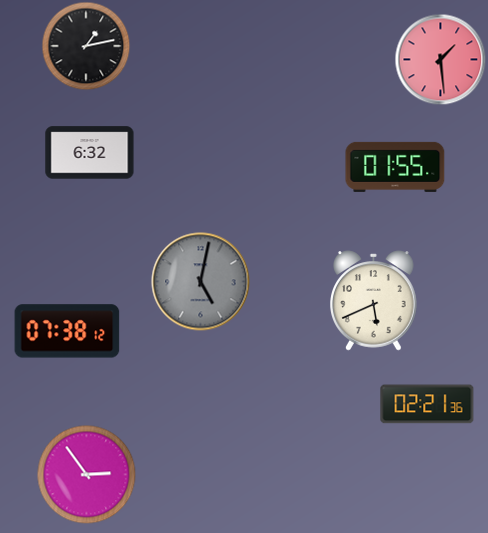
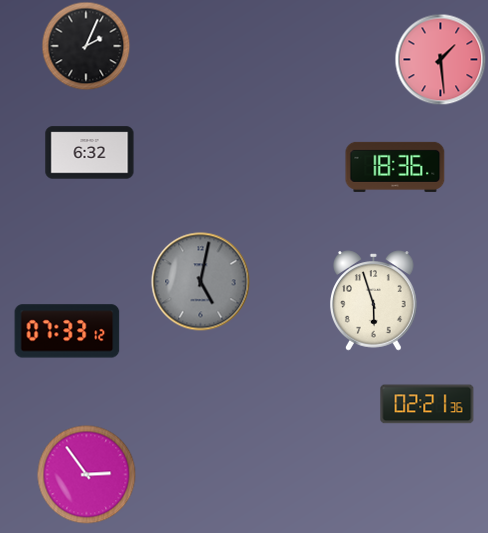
clock at (86, 46): 1:13 -> 2:04
clock at (395, 167): 01:55 -> 18:36
clock at (374, 301): 5:41 -> 5:57
clock at (67, 331): 07:38 -> 07:33
